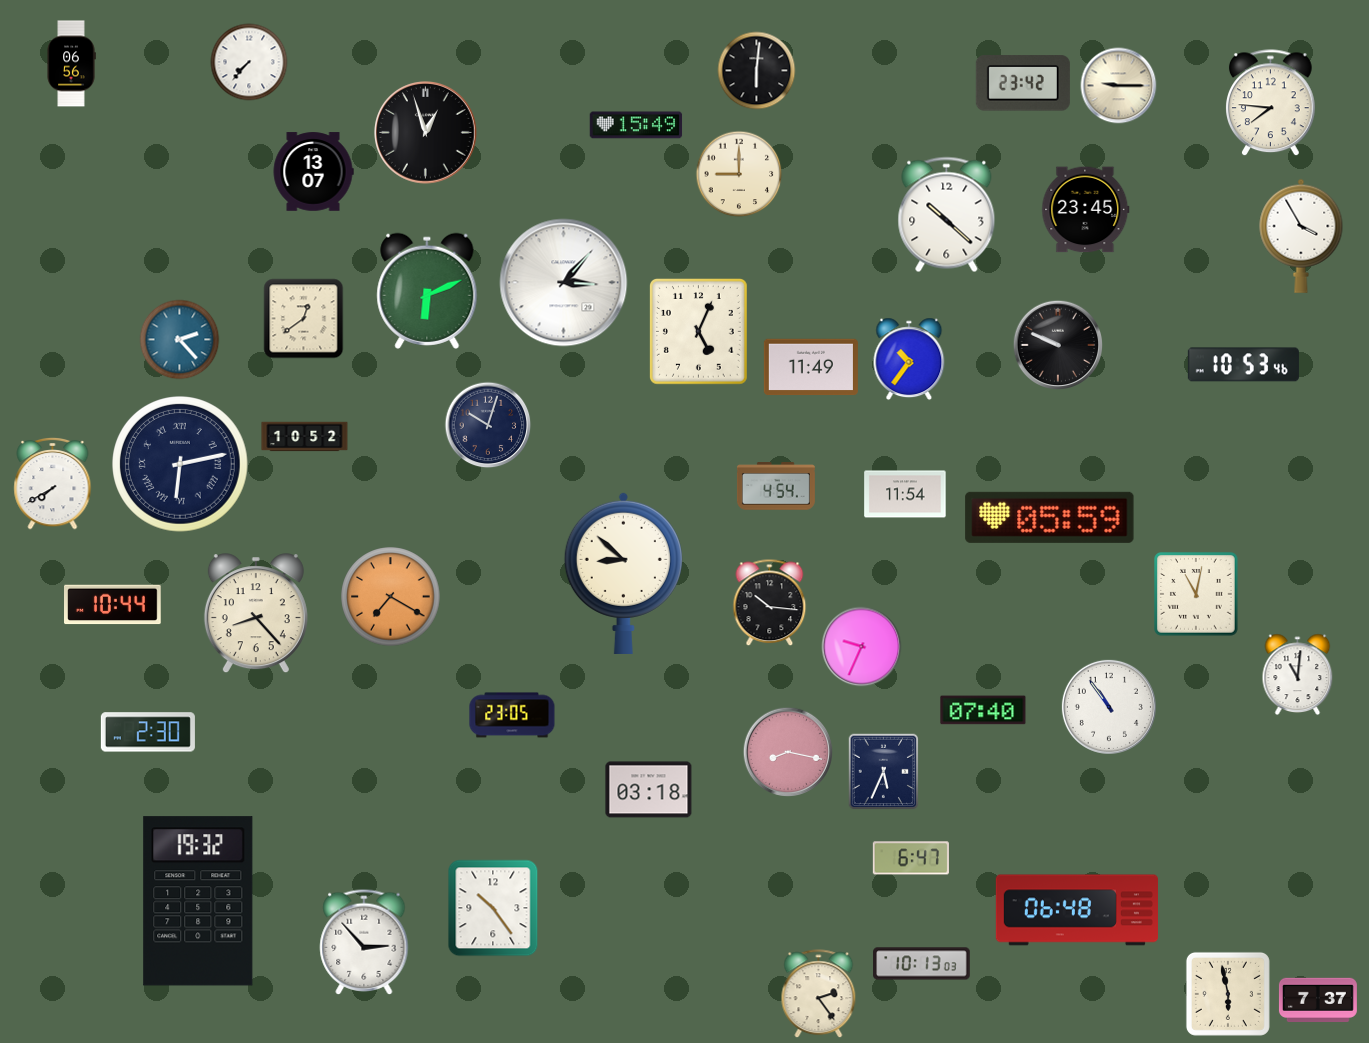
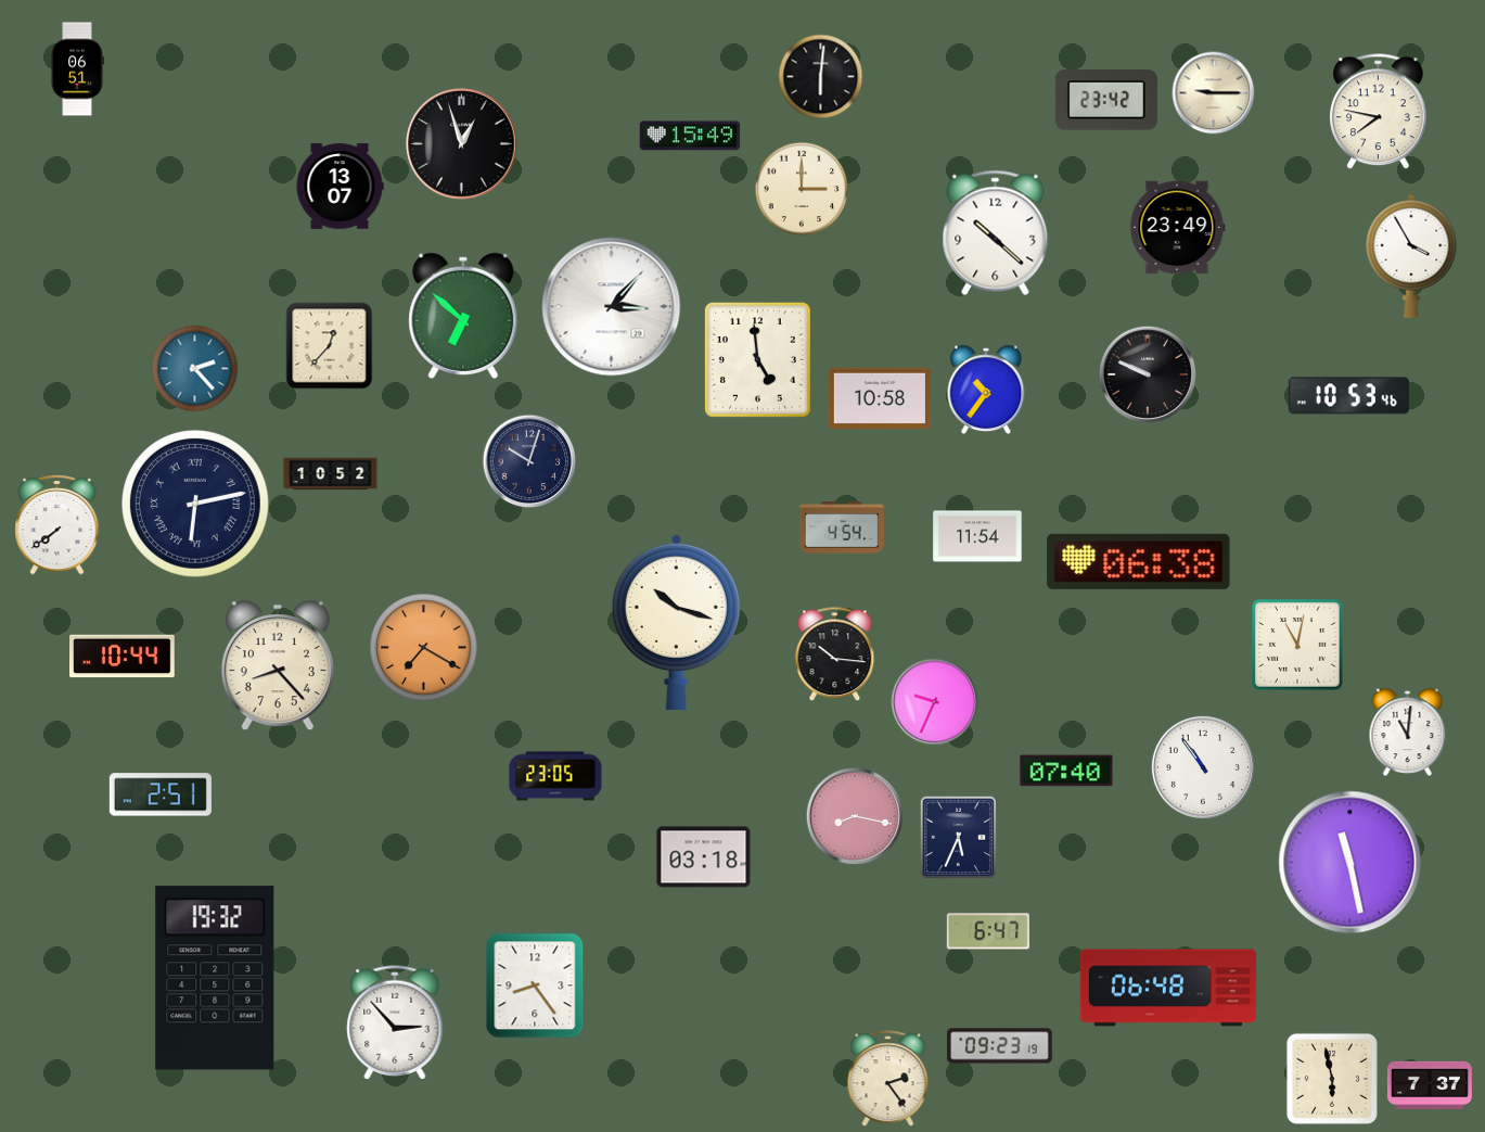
clock at (249, 62): 7:37 -> none
clock at (71, 64): 06:56 -> 06:51
clock at (1023, 83) position: (1023, 83) -> (1106, 100)
clock at (1271, 103): 7:46 -> 7:47
clock at (739, 174): 9:00 -> 3:00
clock at (1086, 210): 23:45 -> 23:49
clock at (947, 215) position: (947, 215) -> (996, 233)
clock at (427, 291): 6:11 -> 6:52
clock at (304, 319): 12:39 -> 12:37
clock at (698, 332): 5:04 -> 4:59
clock at (811, 367): 11:49 -> 10:58
clock at (53, 483): 7:40 -> 7:39
clock at (905, 494) position: (905, 494) -> (977, 536)
clock at (1050, 517): 05:59 -> 06:38
clock at (623, 573): 8:52 -> 10:18
clock at (148, 732): 2:30 -> 2:51
clock at (1350, 863): none -> 11:28
clock at (493, 908): 10:24 -> 8:24
clock at (922, 964): 10:13 -> 09:23
